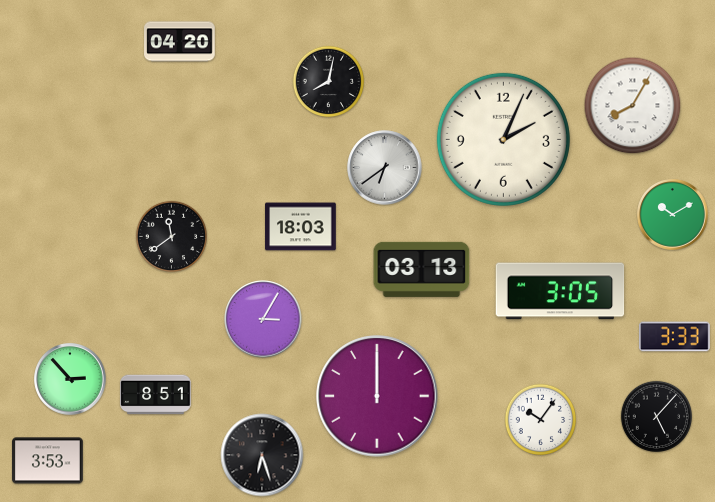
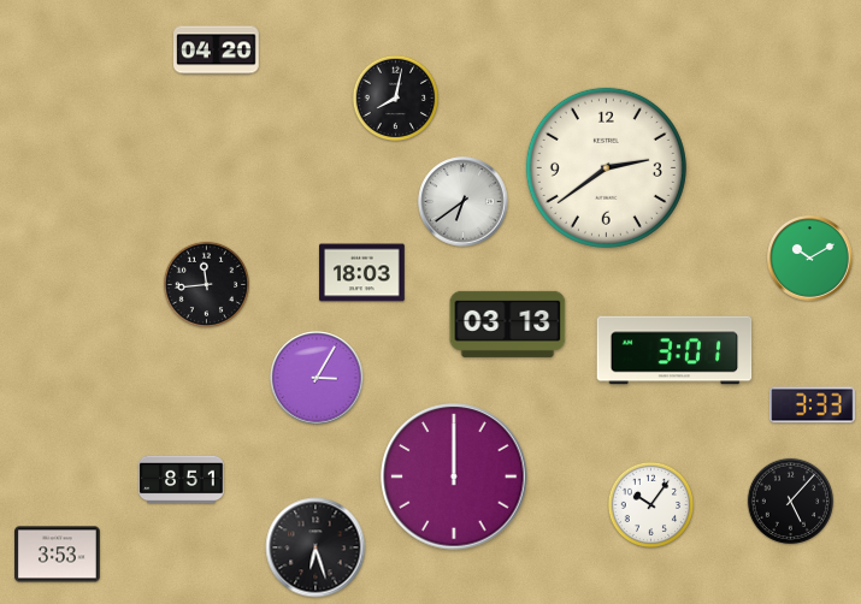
clock at (633, 106): 8:05 -> none
clock at (503, 139): 2:04 -> 2:39
clock at (172, 237): 11:39 -> 11:44
clock at (560, 291): 3:05 -> 3:01
clock at (263, 319) position: (263, 319) -> (317, 378)
clock at (70, 379): 2:53 -> none
clock at (156, 395) position: (156, 395) -> (182, 480)
